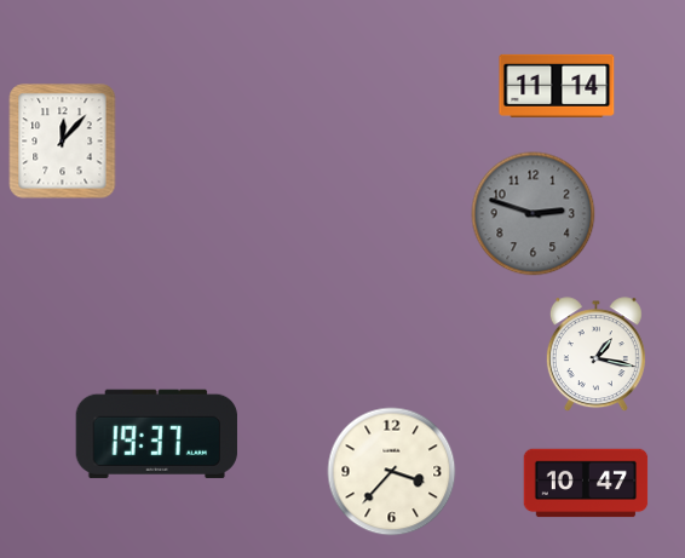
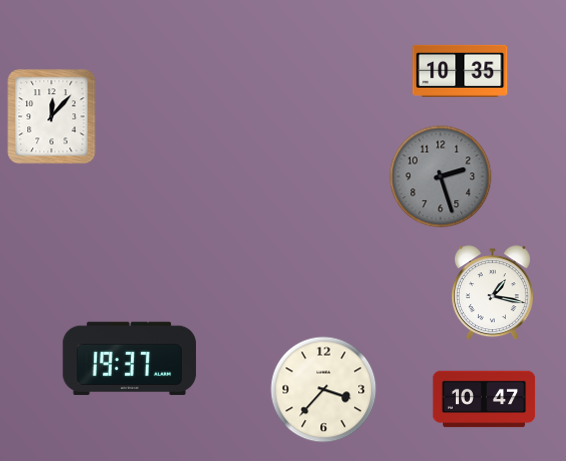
clock at (557, 86): 11:14 -> 10:35
clock at (534, 214): 2:48 -> 2:27
